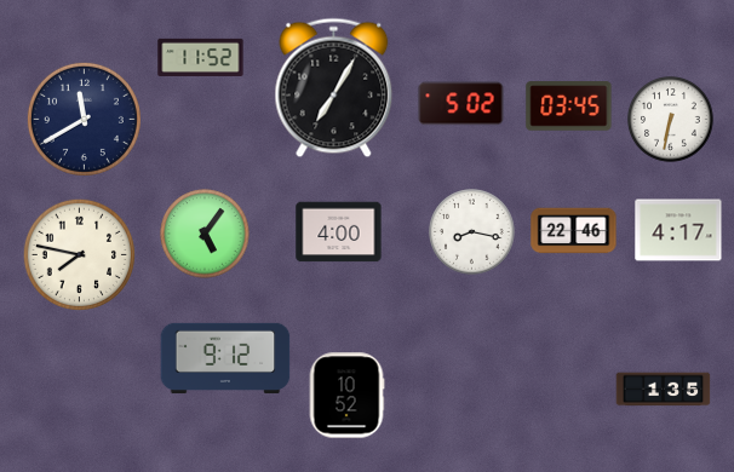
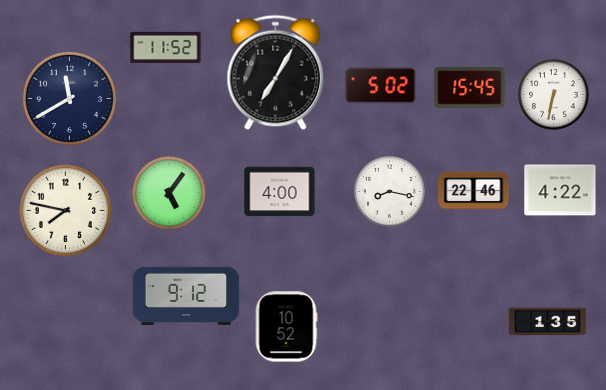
clock at (569, 107): 03:45 -> 15:45
clock at (671, 120) position: (671, 120) -> (554, 95)
clock at (678, 230): 4:17 -> 4:22
